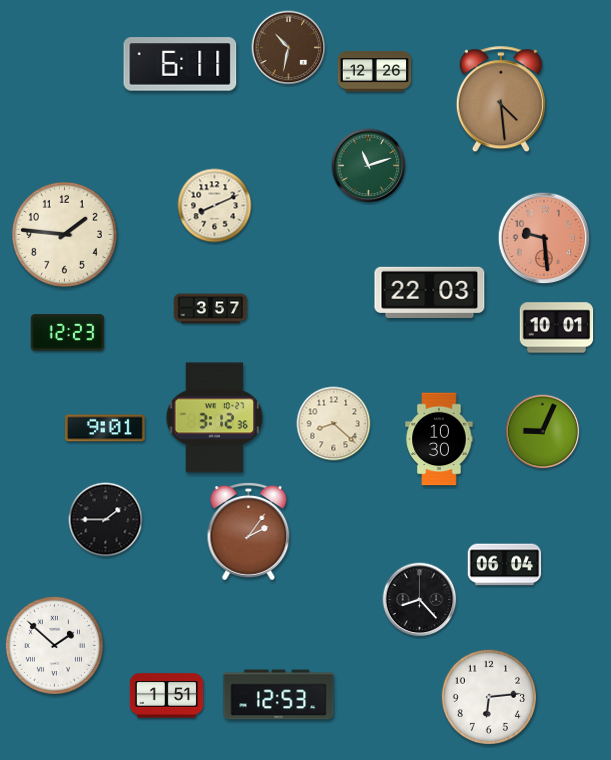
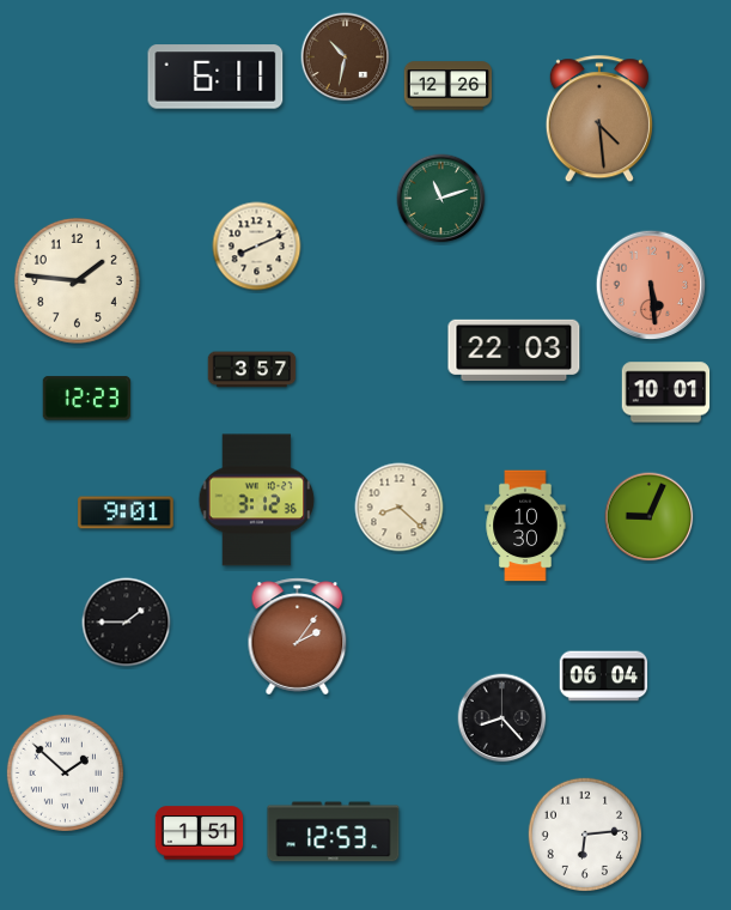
clock at (544, 238): 9:29 -> 5:29
clock at (68, 333) position: (68, 333) -> (87, 399)
